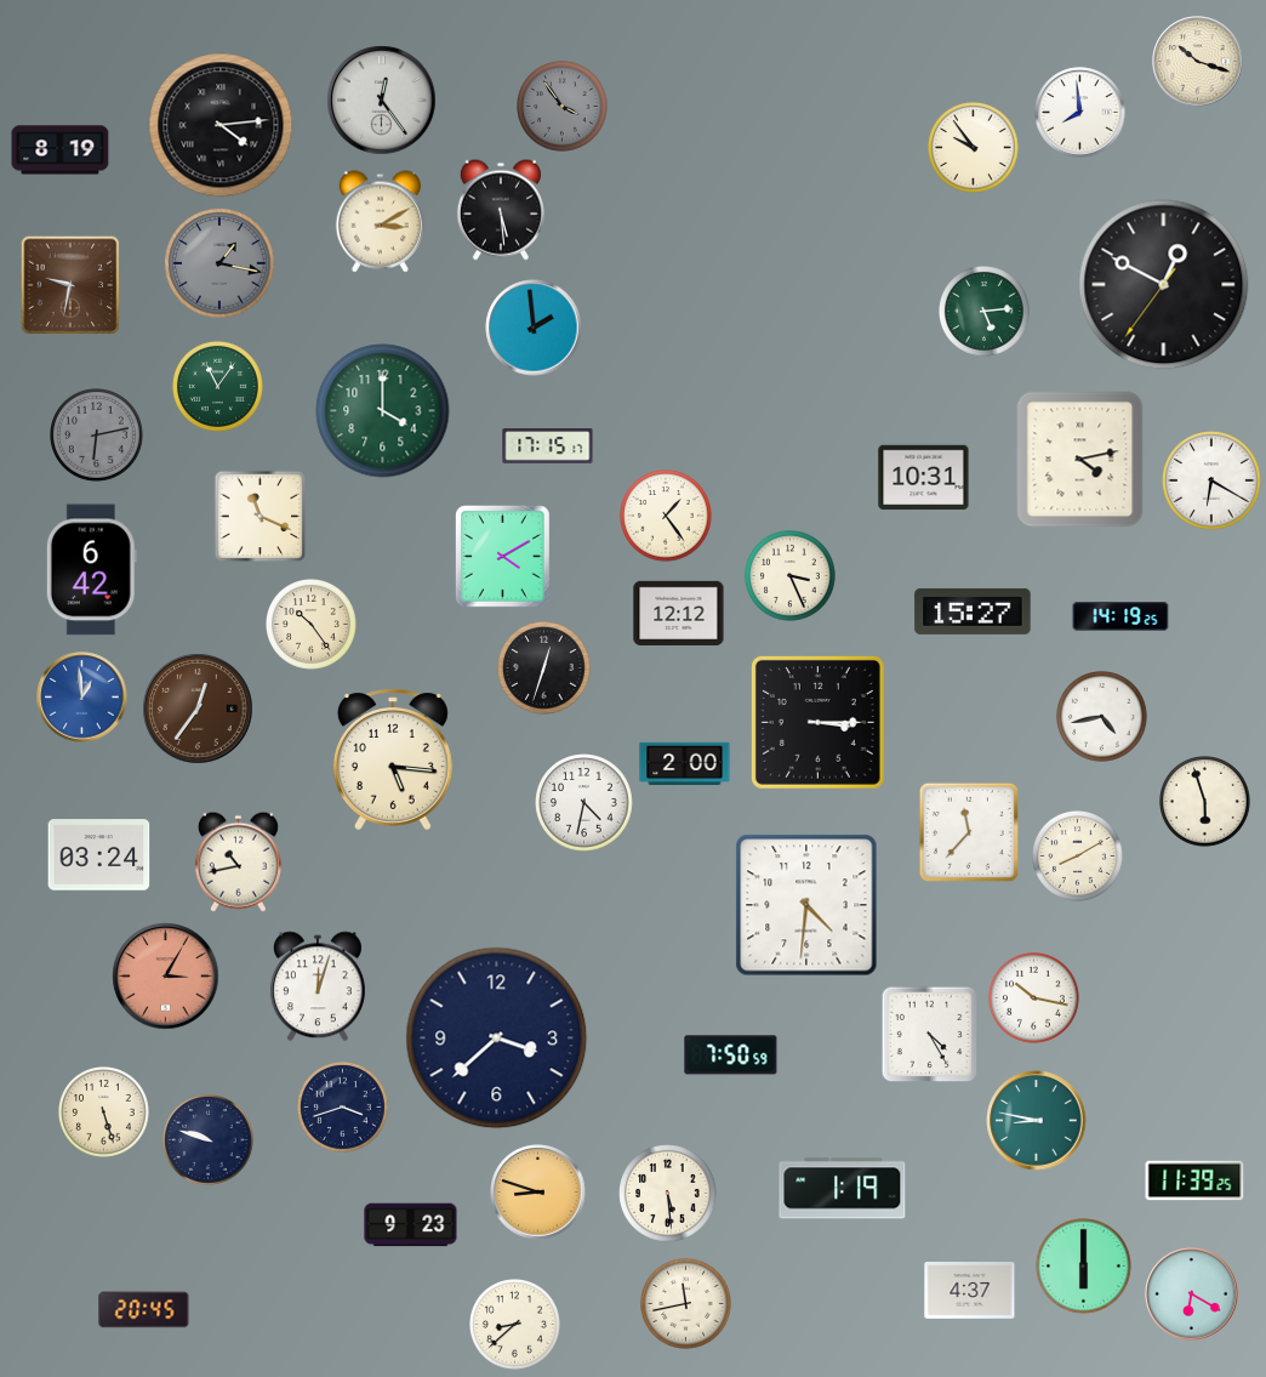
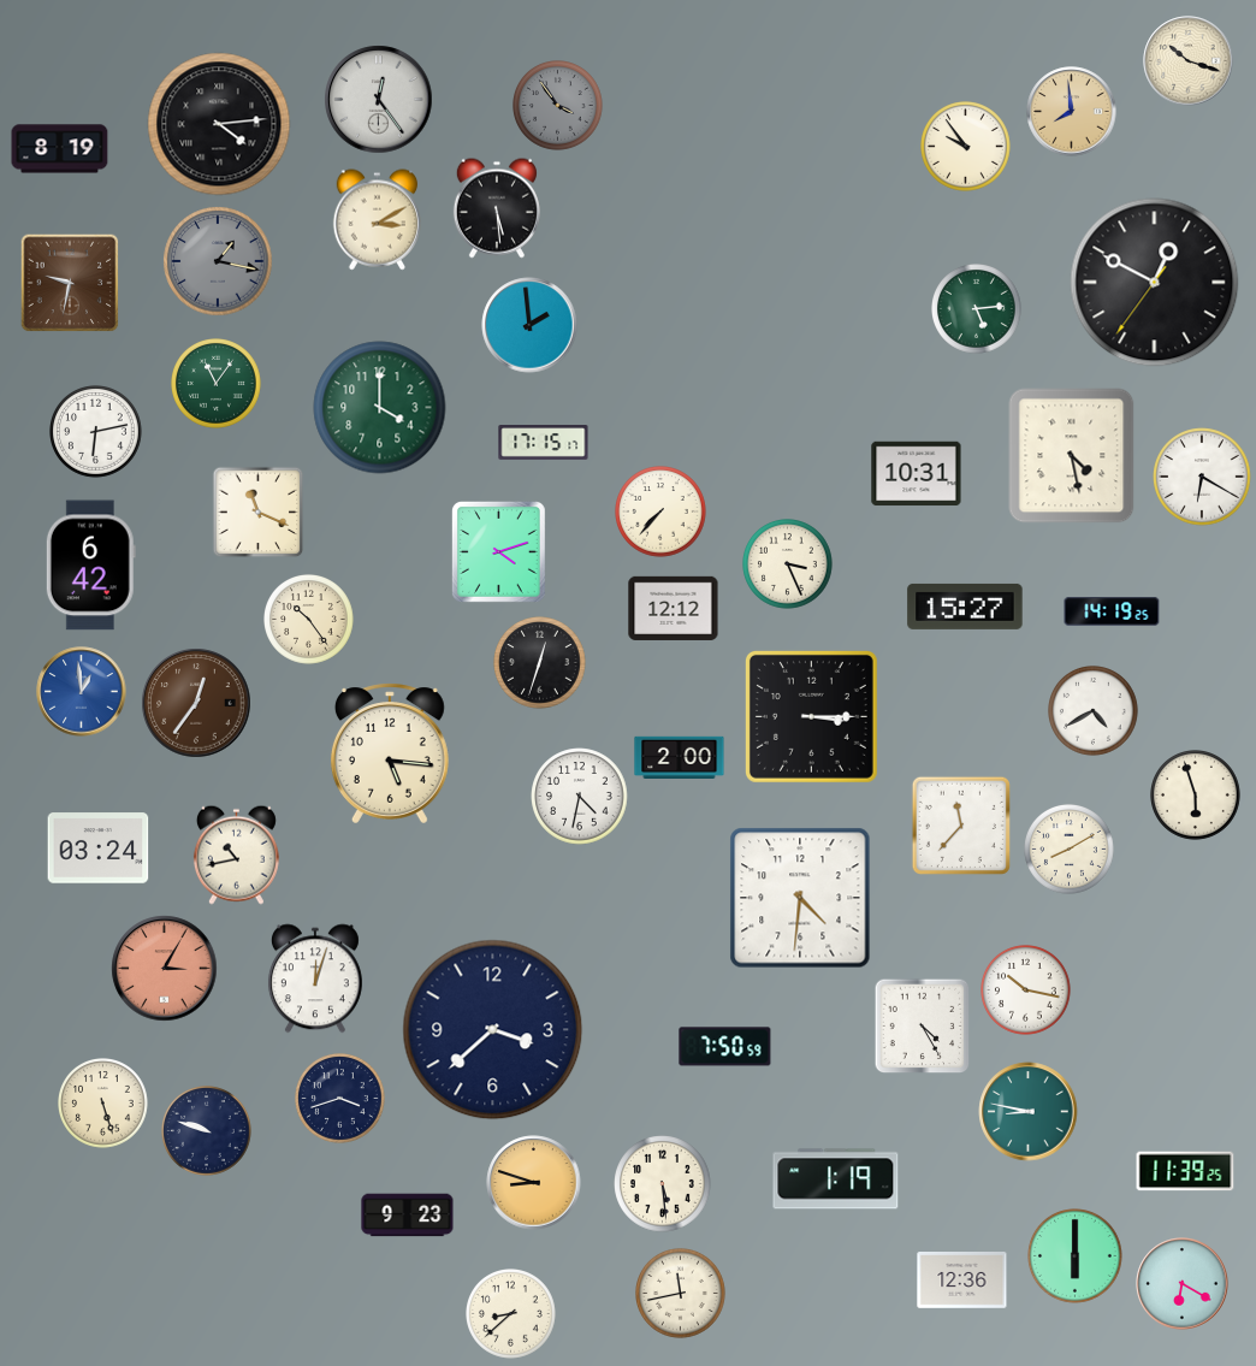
clock at (1080, 113) dial: white -> champagne
clock at (97, 436) dial: grey -> white
clock at (1080, 460): 4:13 -> 4:28
clock at (667, 517): 1:24 -> 7:37
clock at (502, 557): 4:10 -> 4:12
clock at (791, 576) position: (791, 576) -> (788, 564)
clock at (1102, 717): 4:43 -> 4:40
clock at (970, 1291): 4:37 -> 12:36
clock at (144, 1310): 20:45 -> none
